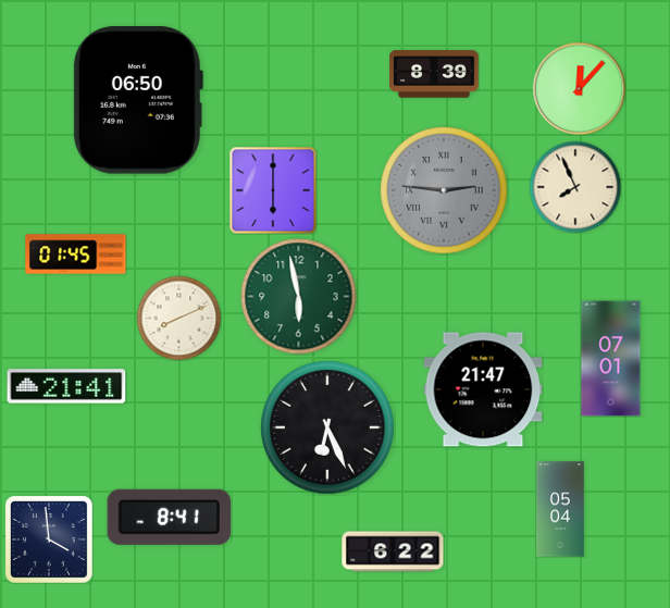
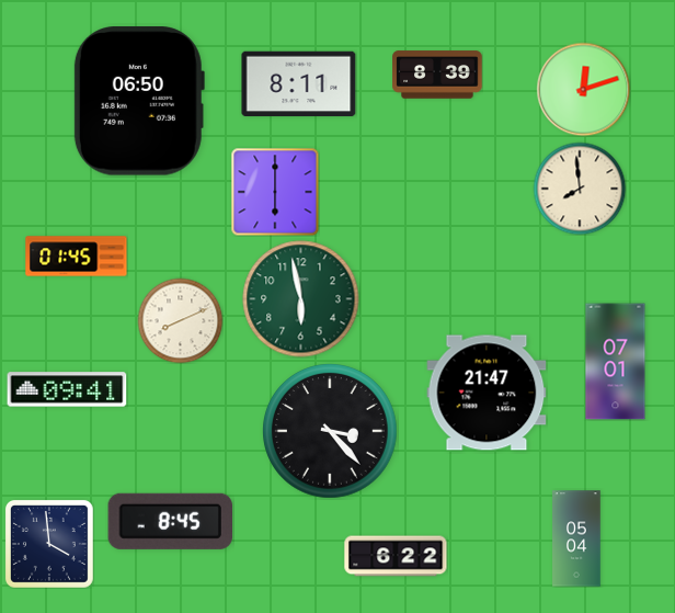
clock at (299, 84): none -> 8:11
clock at (579, 88): 12:07 -> 12:12
clock at (575, 187): 7:56 -> 7:59
clock at (444, 190): 2:46 -> none
clock at (66, 386): 21:41 -> 09:41
clock at (327, 427): 6:26 -> 3:23
clock at (560, 509) position: (560, 509) -> (576, 538)
clock at (170, 517): 8:41 -> 8:45
